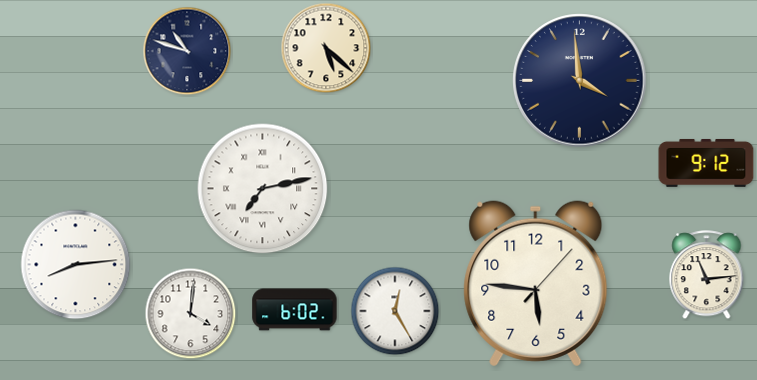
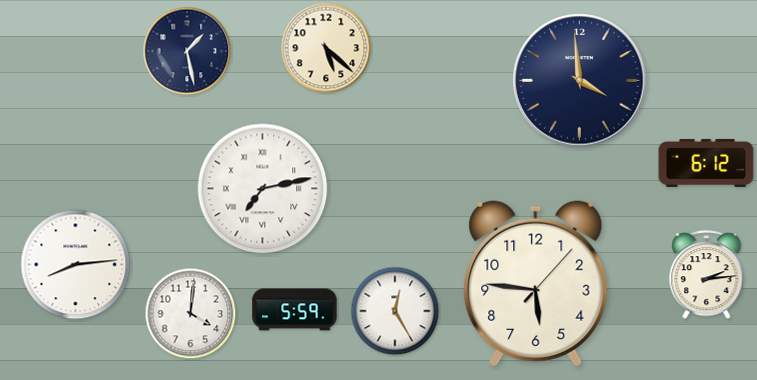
clock at (187, 51): 10:48 -> 1:28
clock at (706, 163): 9:12 -> 6:12
clock at (707, 275): 11:14 -> 2:14
clock at (295, 310): 6:02 -> 5:59
